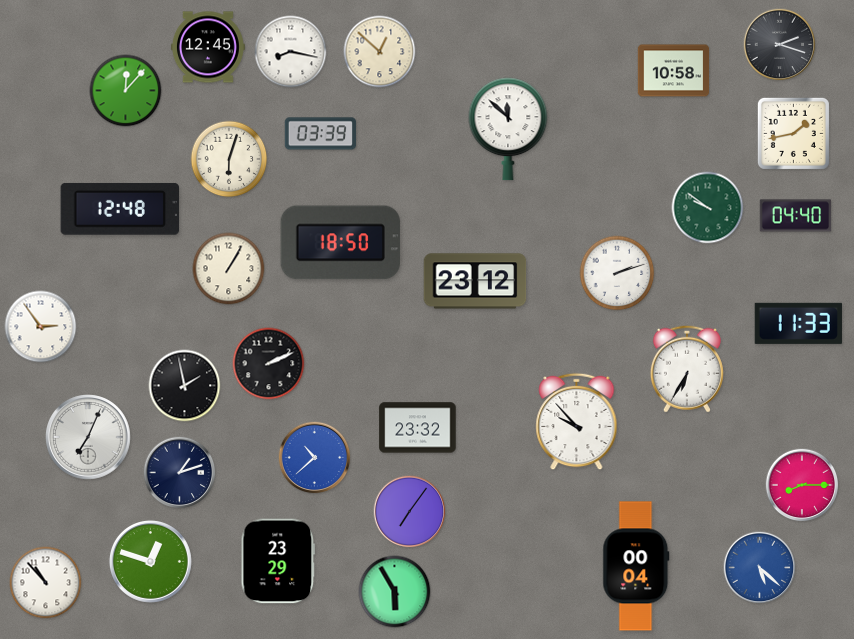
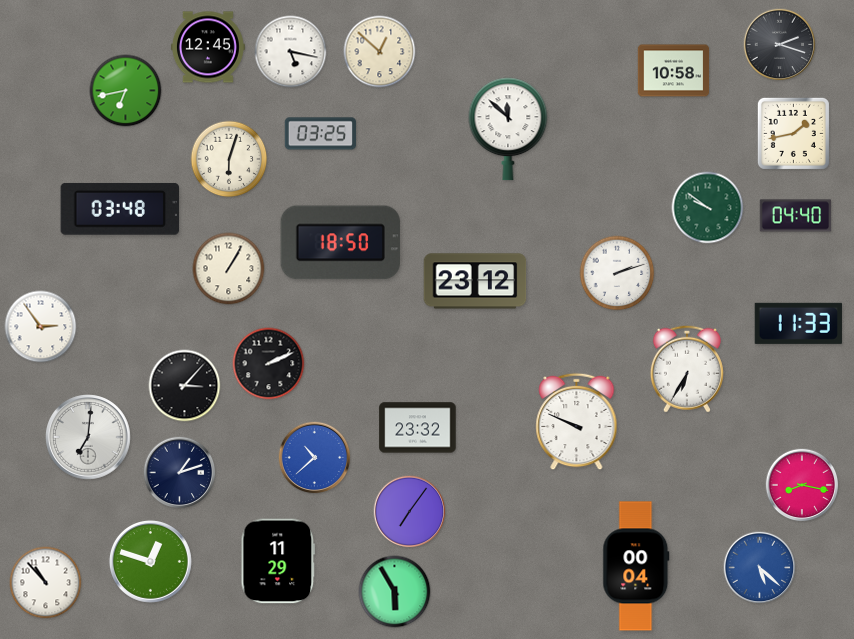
clock at (291, 52): 8:17 -> 5:17
clock at (126, 91): 12:07 -> 6:43
clock at (321, 134): 03:39 -> 03:25
clock at (120, 209): 12:48 -> 03:48
clock at (185, 386): 1:58 -> 3:07
clock at (577, 422): 9:53 -> 9:49
clock at (88, 437): 7:04 -> 7:01
clock at (802, 485): 8:15 -> 8:17
clock at (278, 561): 23:29 -> 11:29
